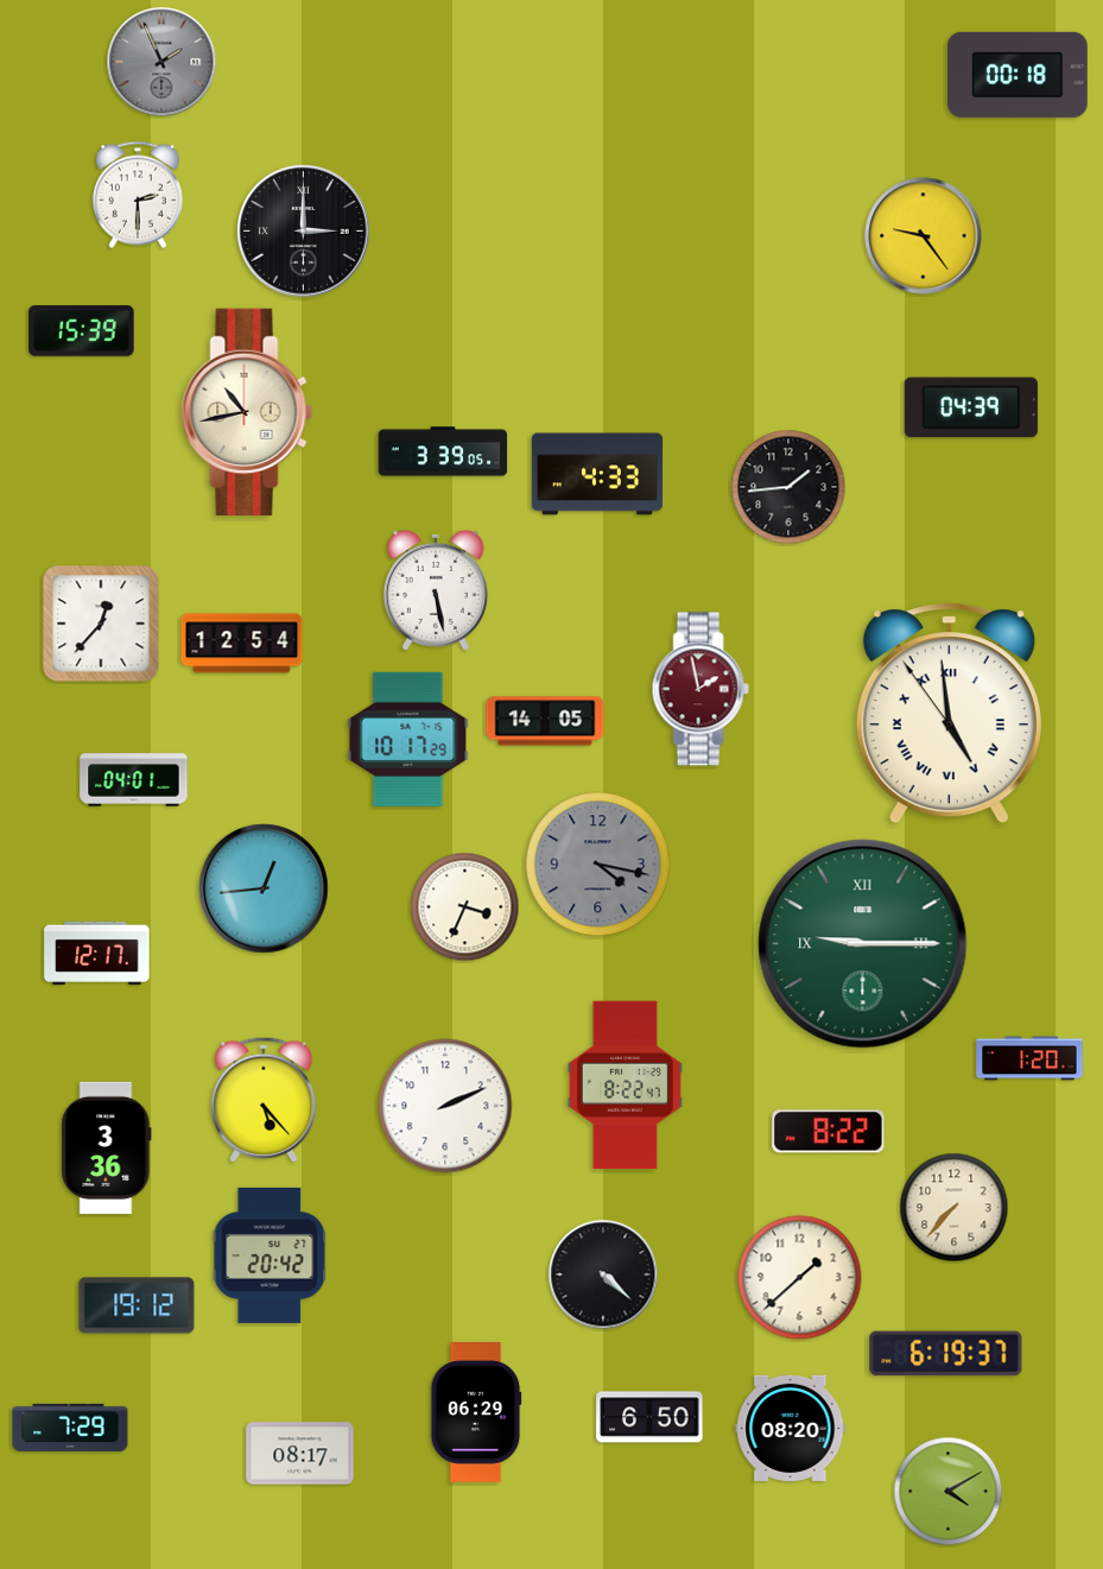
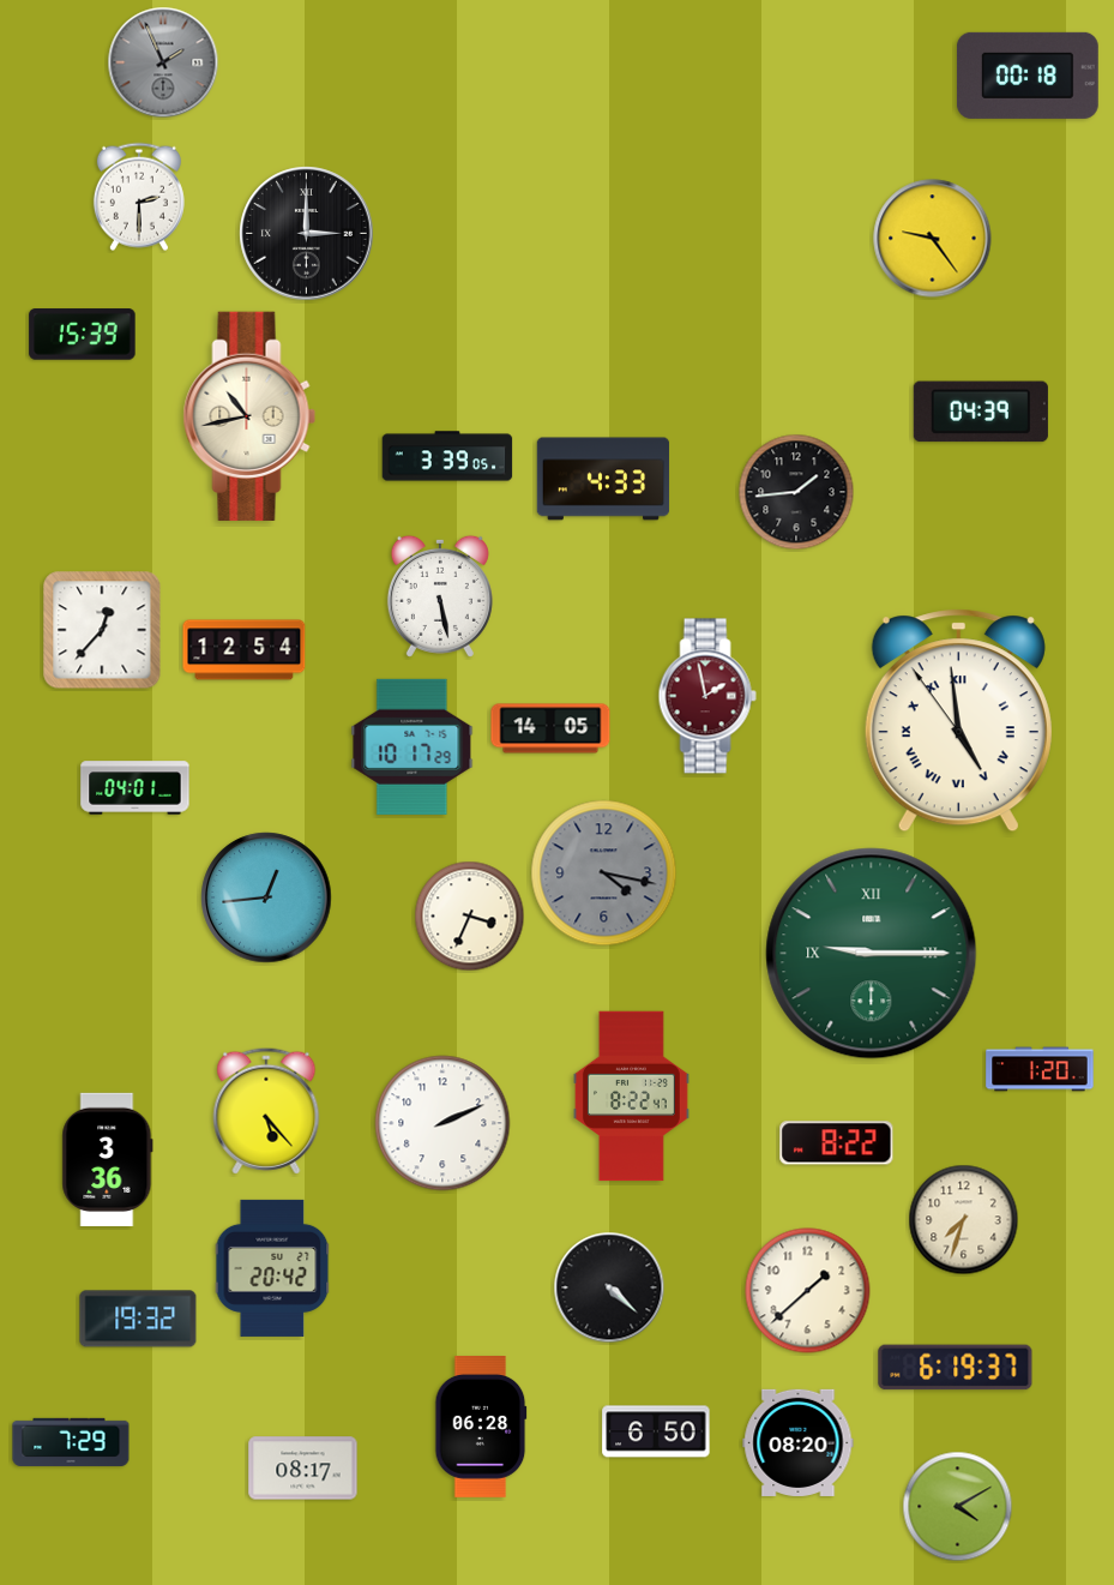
clock at (97, 954): 12:17 -> none
clock at (445, 1106) position: (445, 1106) -> (442, 1123)
clock at (955, 1208): 7:37 -> 7:33
clock at (137, 1305): 19:12 -> 19:32
clock at (476, 1413): 06:29 -> 06:28
